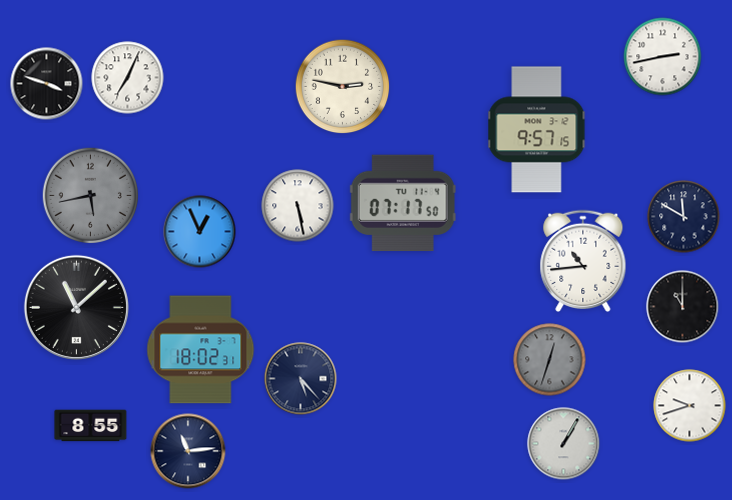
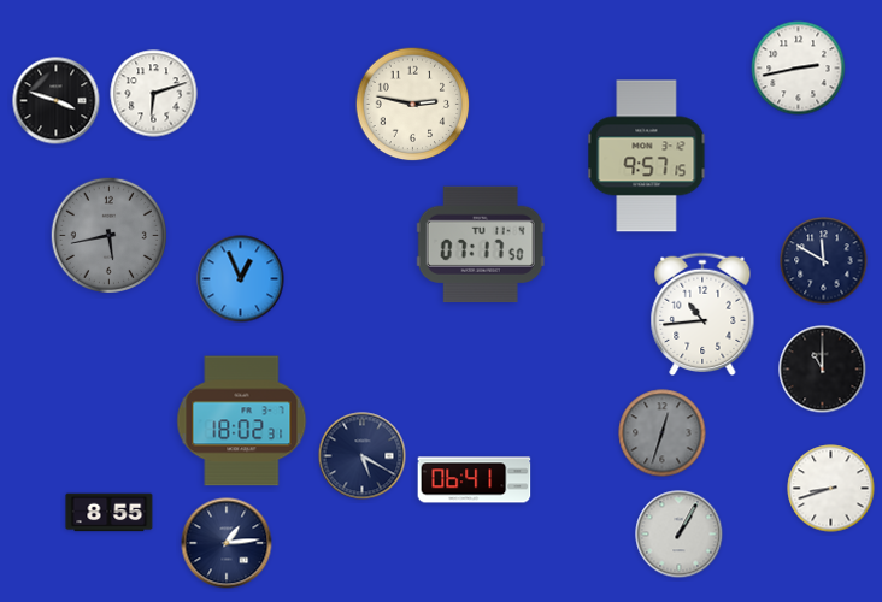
clock at (128, 78): 7:04 -> 6:12
clock at (403, 203) position: (403, 203) -> (481, 244)
clock at (298, 206): 5:28 -> none
clock at (76, 307): 11:08 -> none
clock at (301, 379): 5:23 -> 5:20
clock at (475, 480): none -> 06:41
clock at (690, 406): 9:42 -> 8:42
clock at (188, 451): 11:14 -> 1:14
